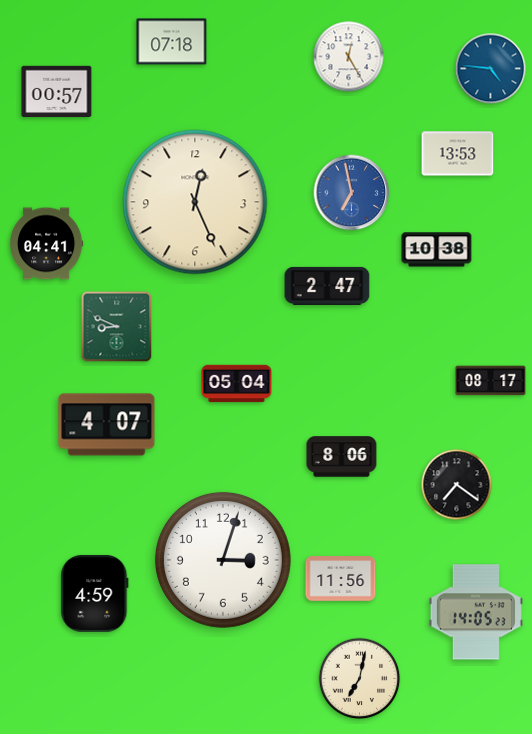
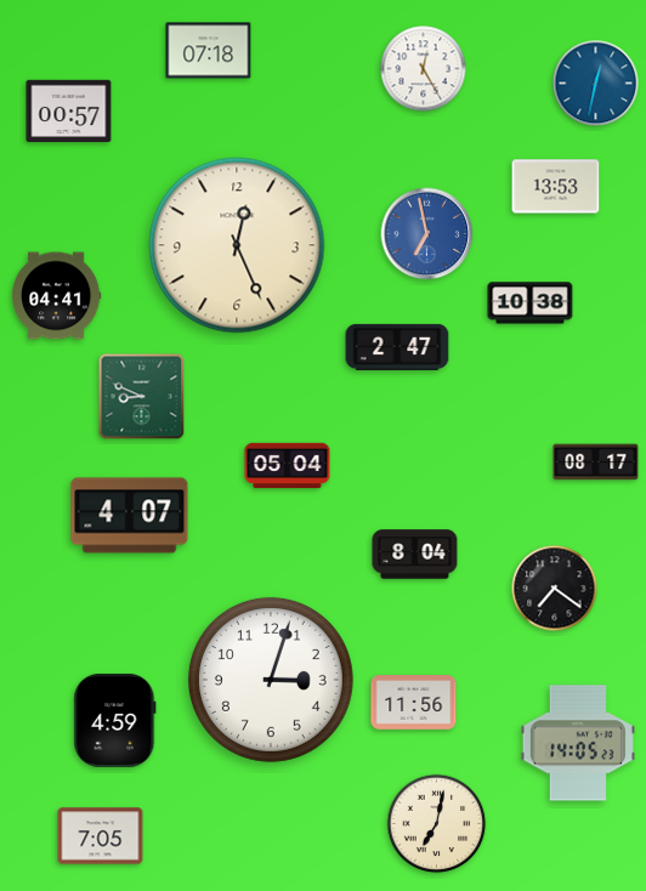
clock at (491, 69): 4:46 -> 12:32
clock at (342, 457): 8:06 -> 8:04
clock at (101, 836): none -> 7:05
